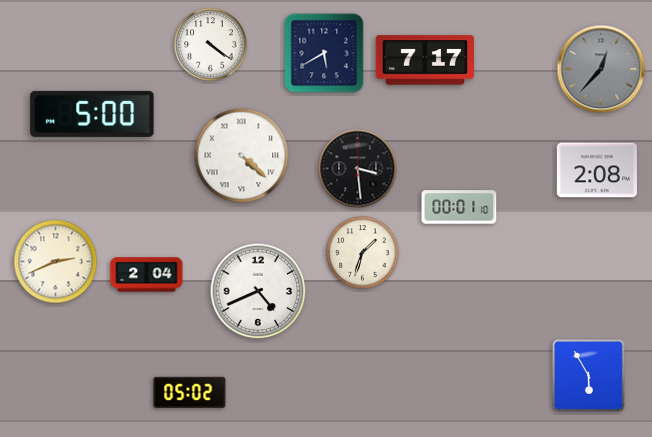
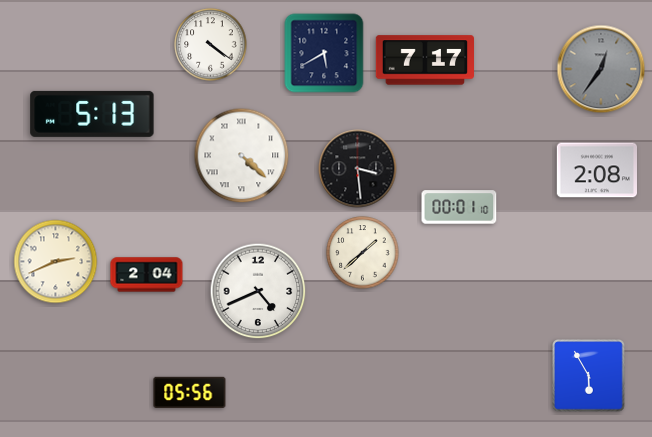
clock at (601, 69): 12:37 -> 12:36
clock at (92, 114): 5:00 -> 5:13
clock at (363, 253): 1:33 -> 1:38
clock at (190, 392): 05:02 -> 05:56
